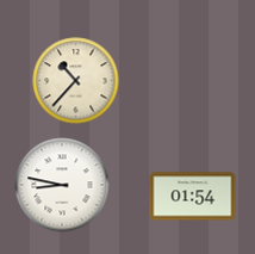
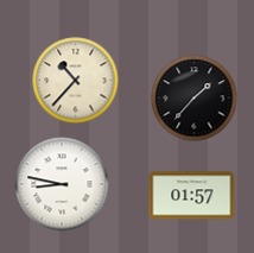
clock at (195, 99): none -> 1:37
clock at (193, 197): 01:54 -> 01:57
